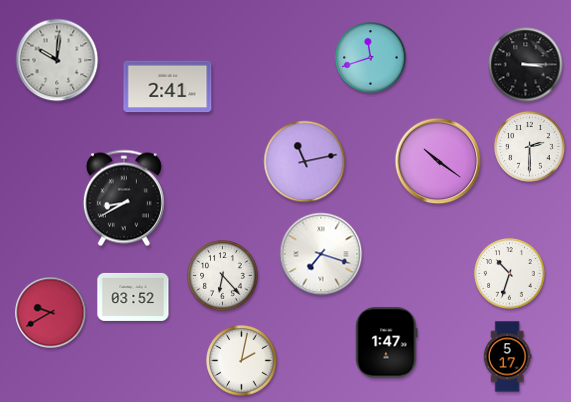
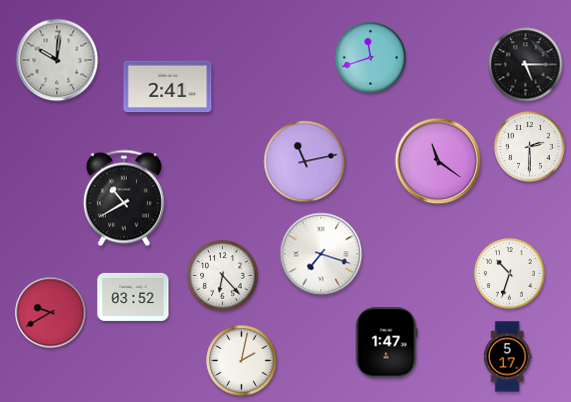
clock at (526, 65): 3:15 -> 5:15
clock at (438, 161): 10:21 -> 11:21
clock at (124, 198): 8:40 -> 10:40
